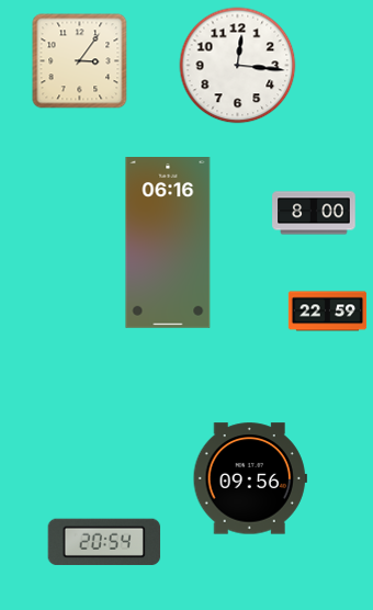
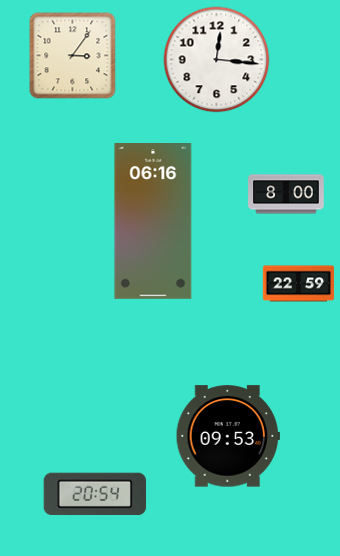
clock at (250, 478): 09:56 -> 09:53
